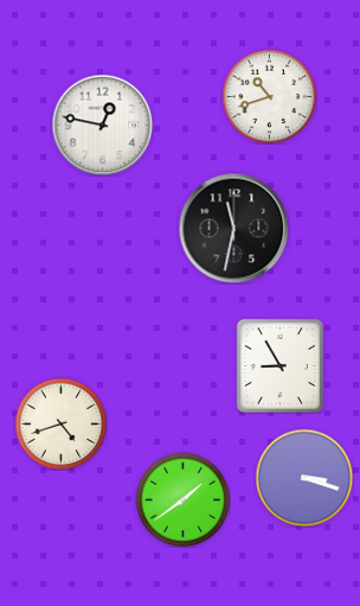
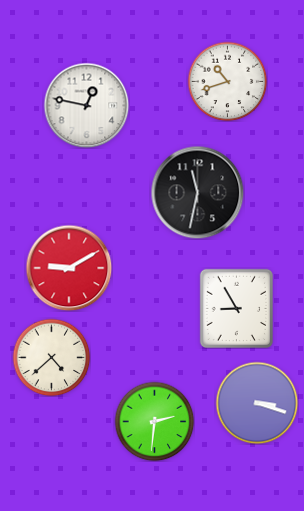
clock at (69, 268): none -> 9:10
clock at (60, 423): 4:42 -> 4:38
clock at (182, 499): 1:39 -> 2:31
